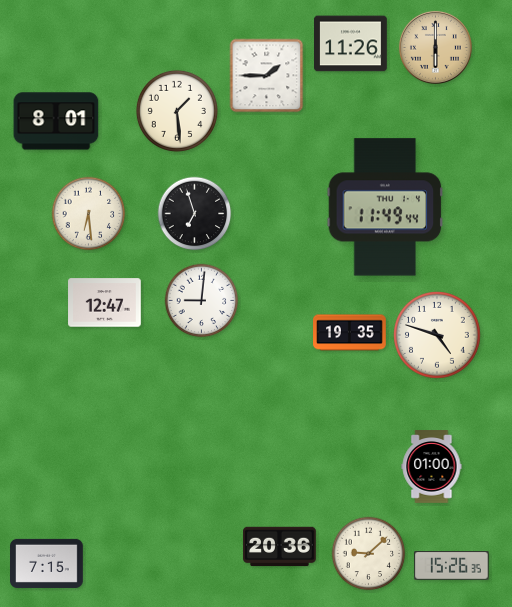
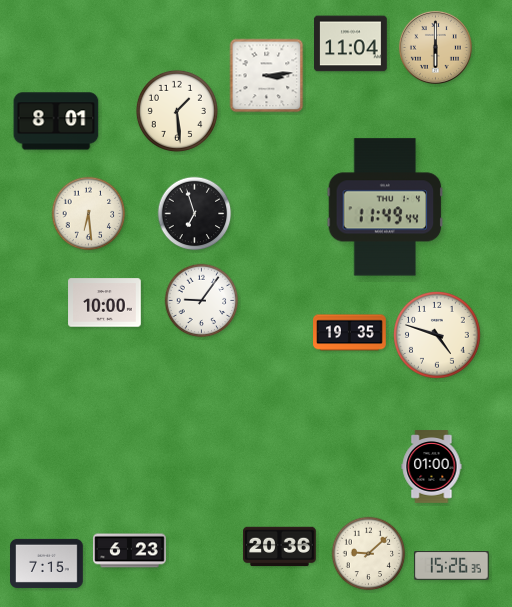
clock at (351, 44): 11:26 -> 11:04
clock at (267, 76): 1:45 -> 3:14
clock at (202, 301): 9:01 -> 9:06
clock at (105, 303): 12:47 -> 10:00
clock at (130, 551): none -> 6:23
